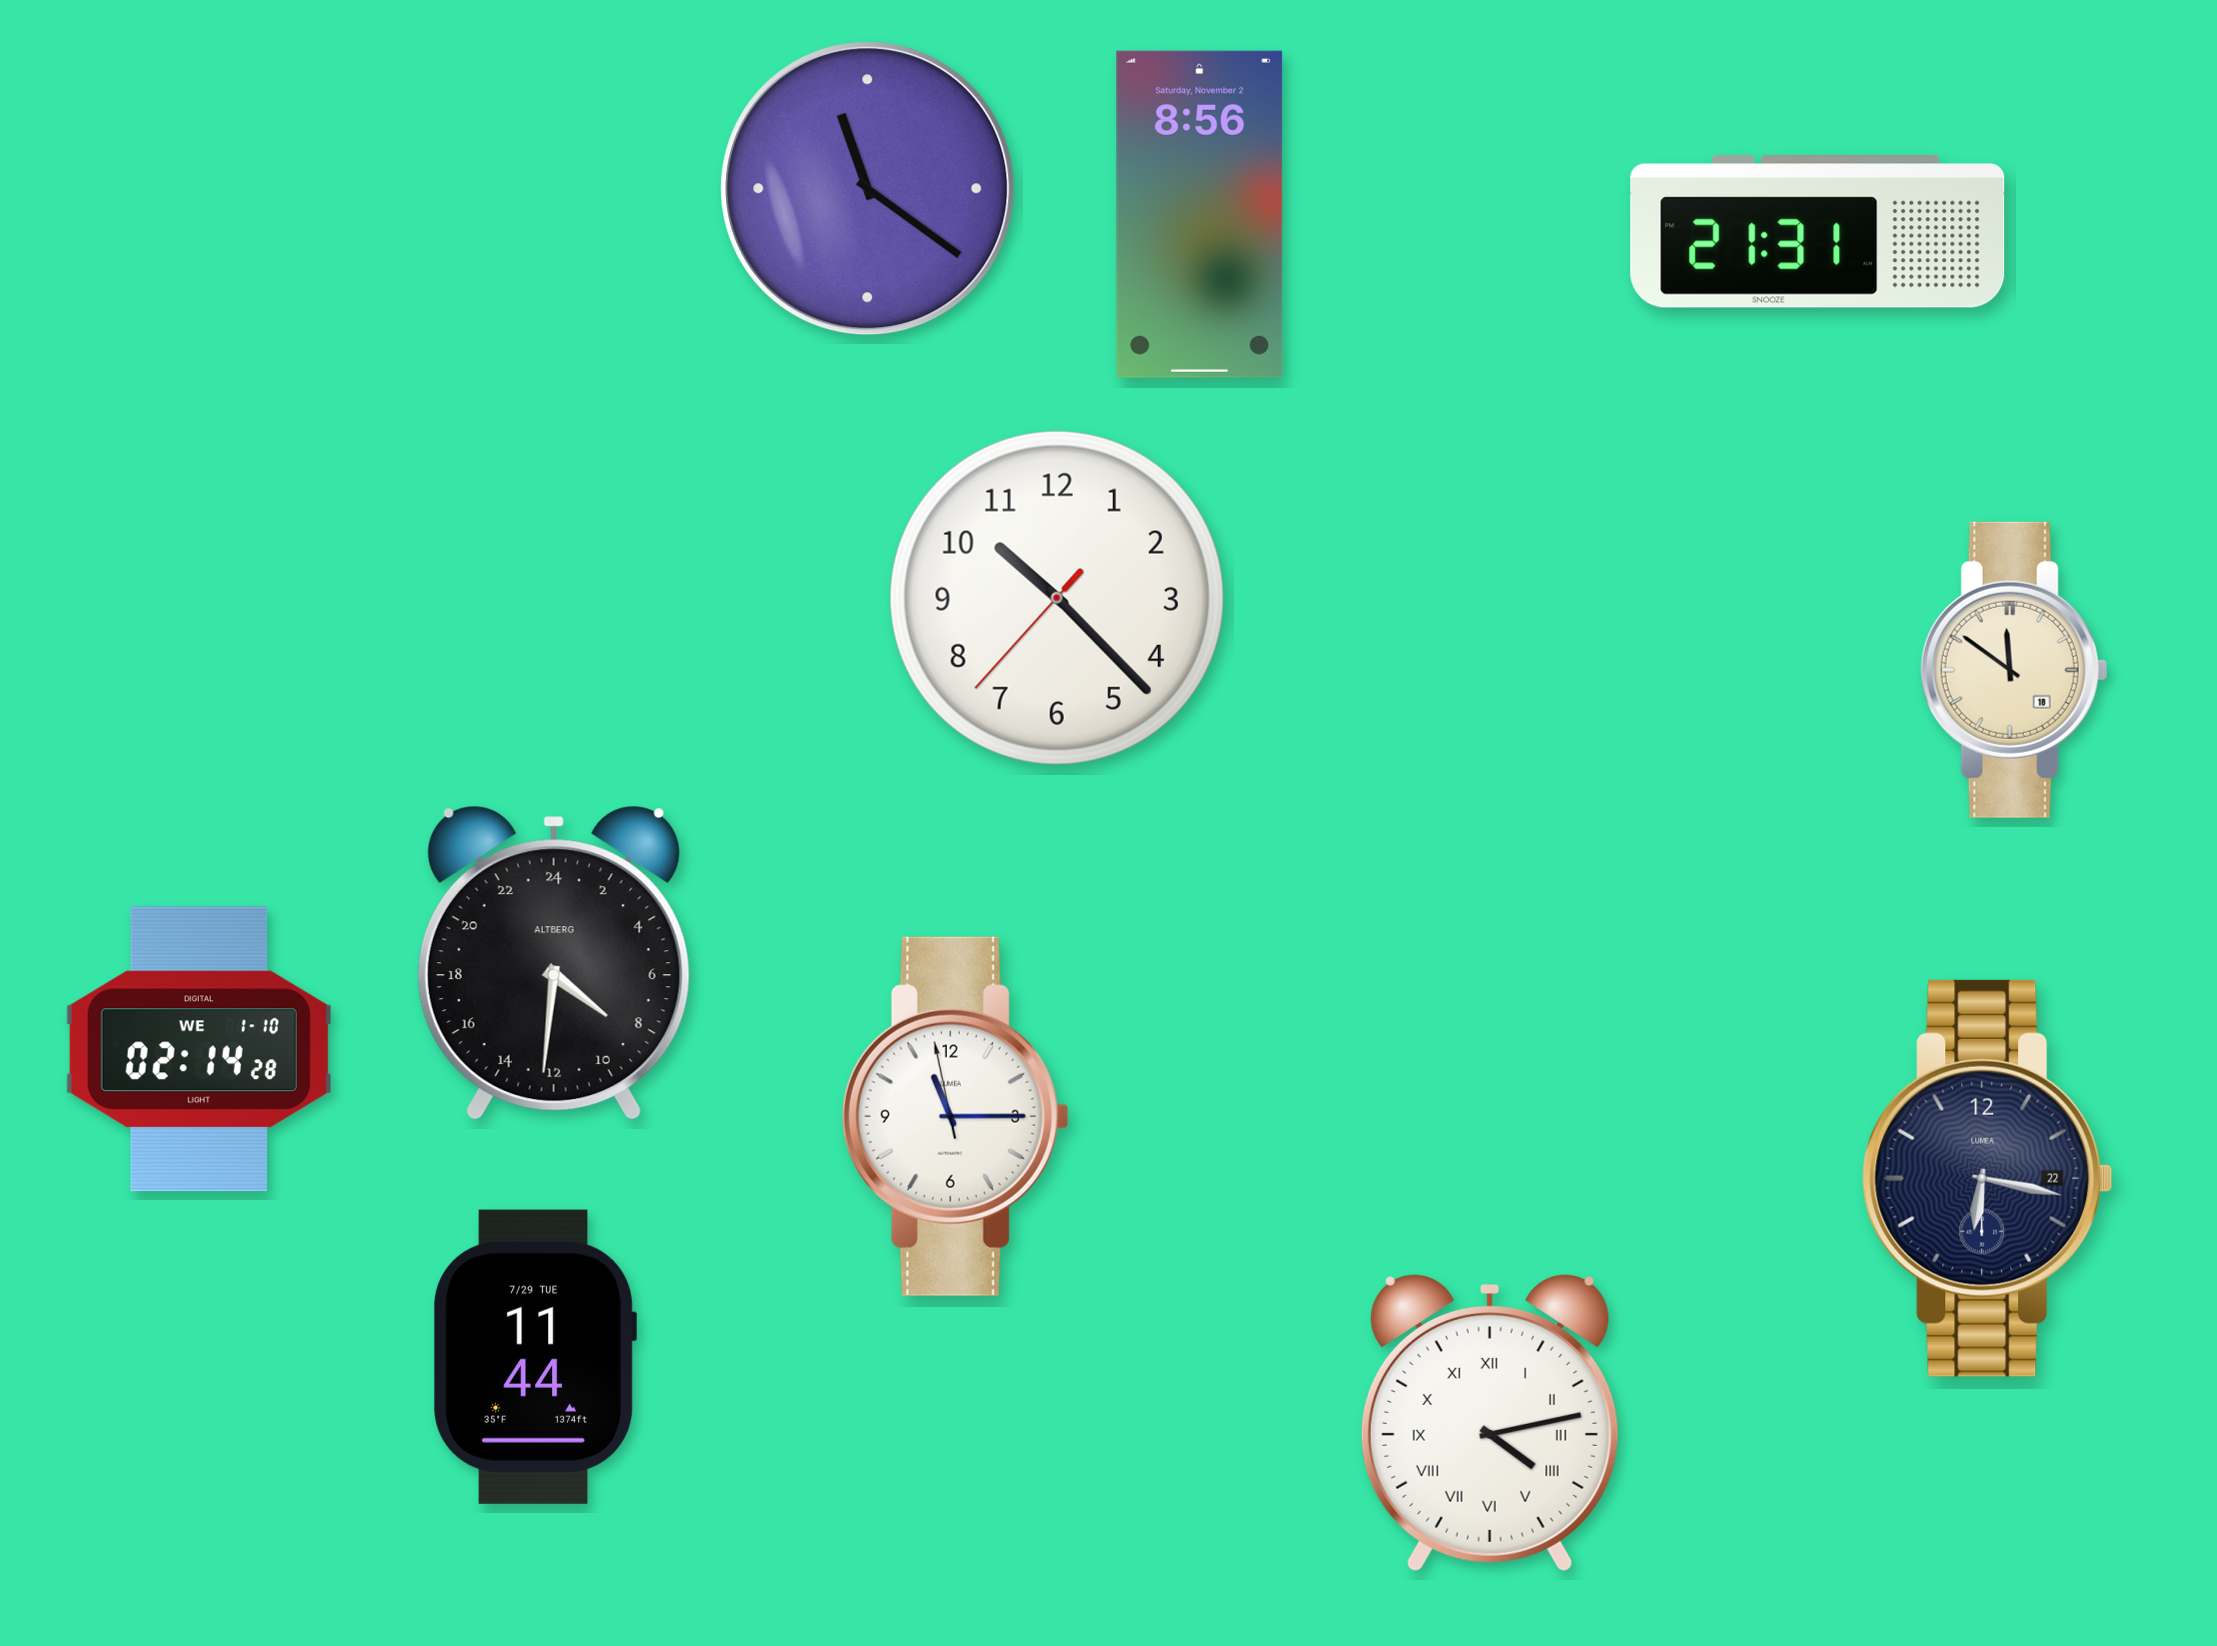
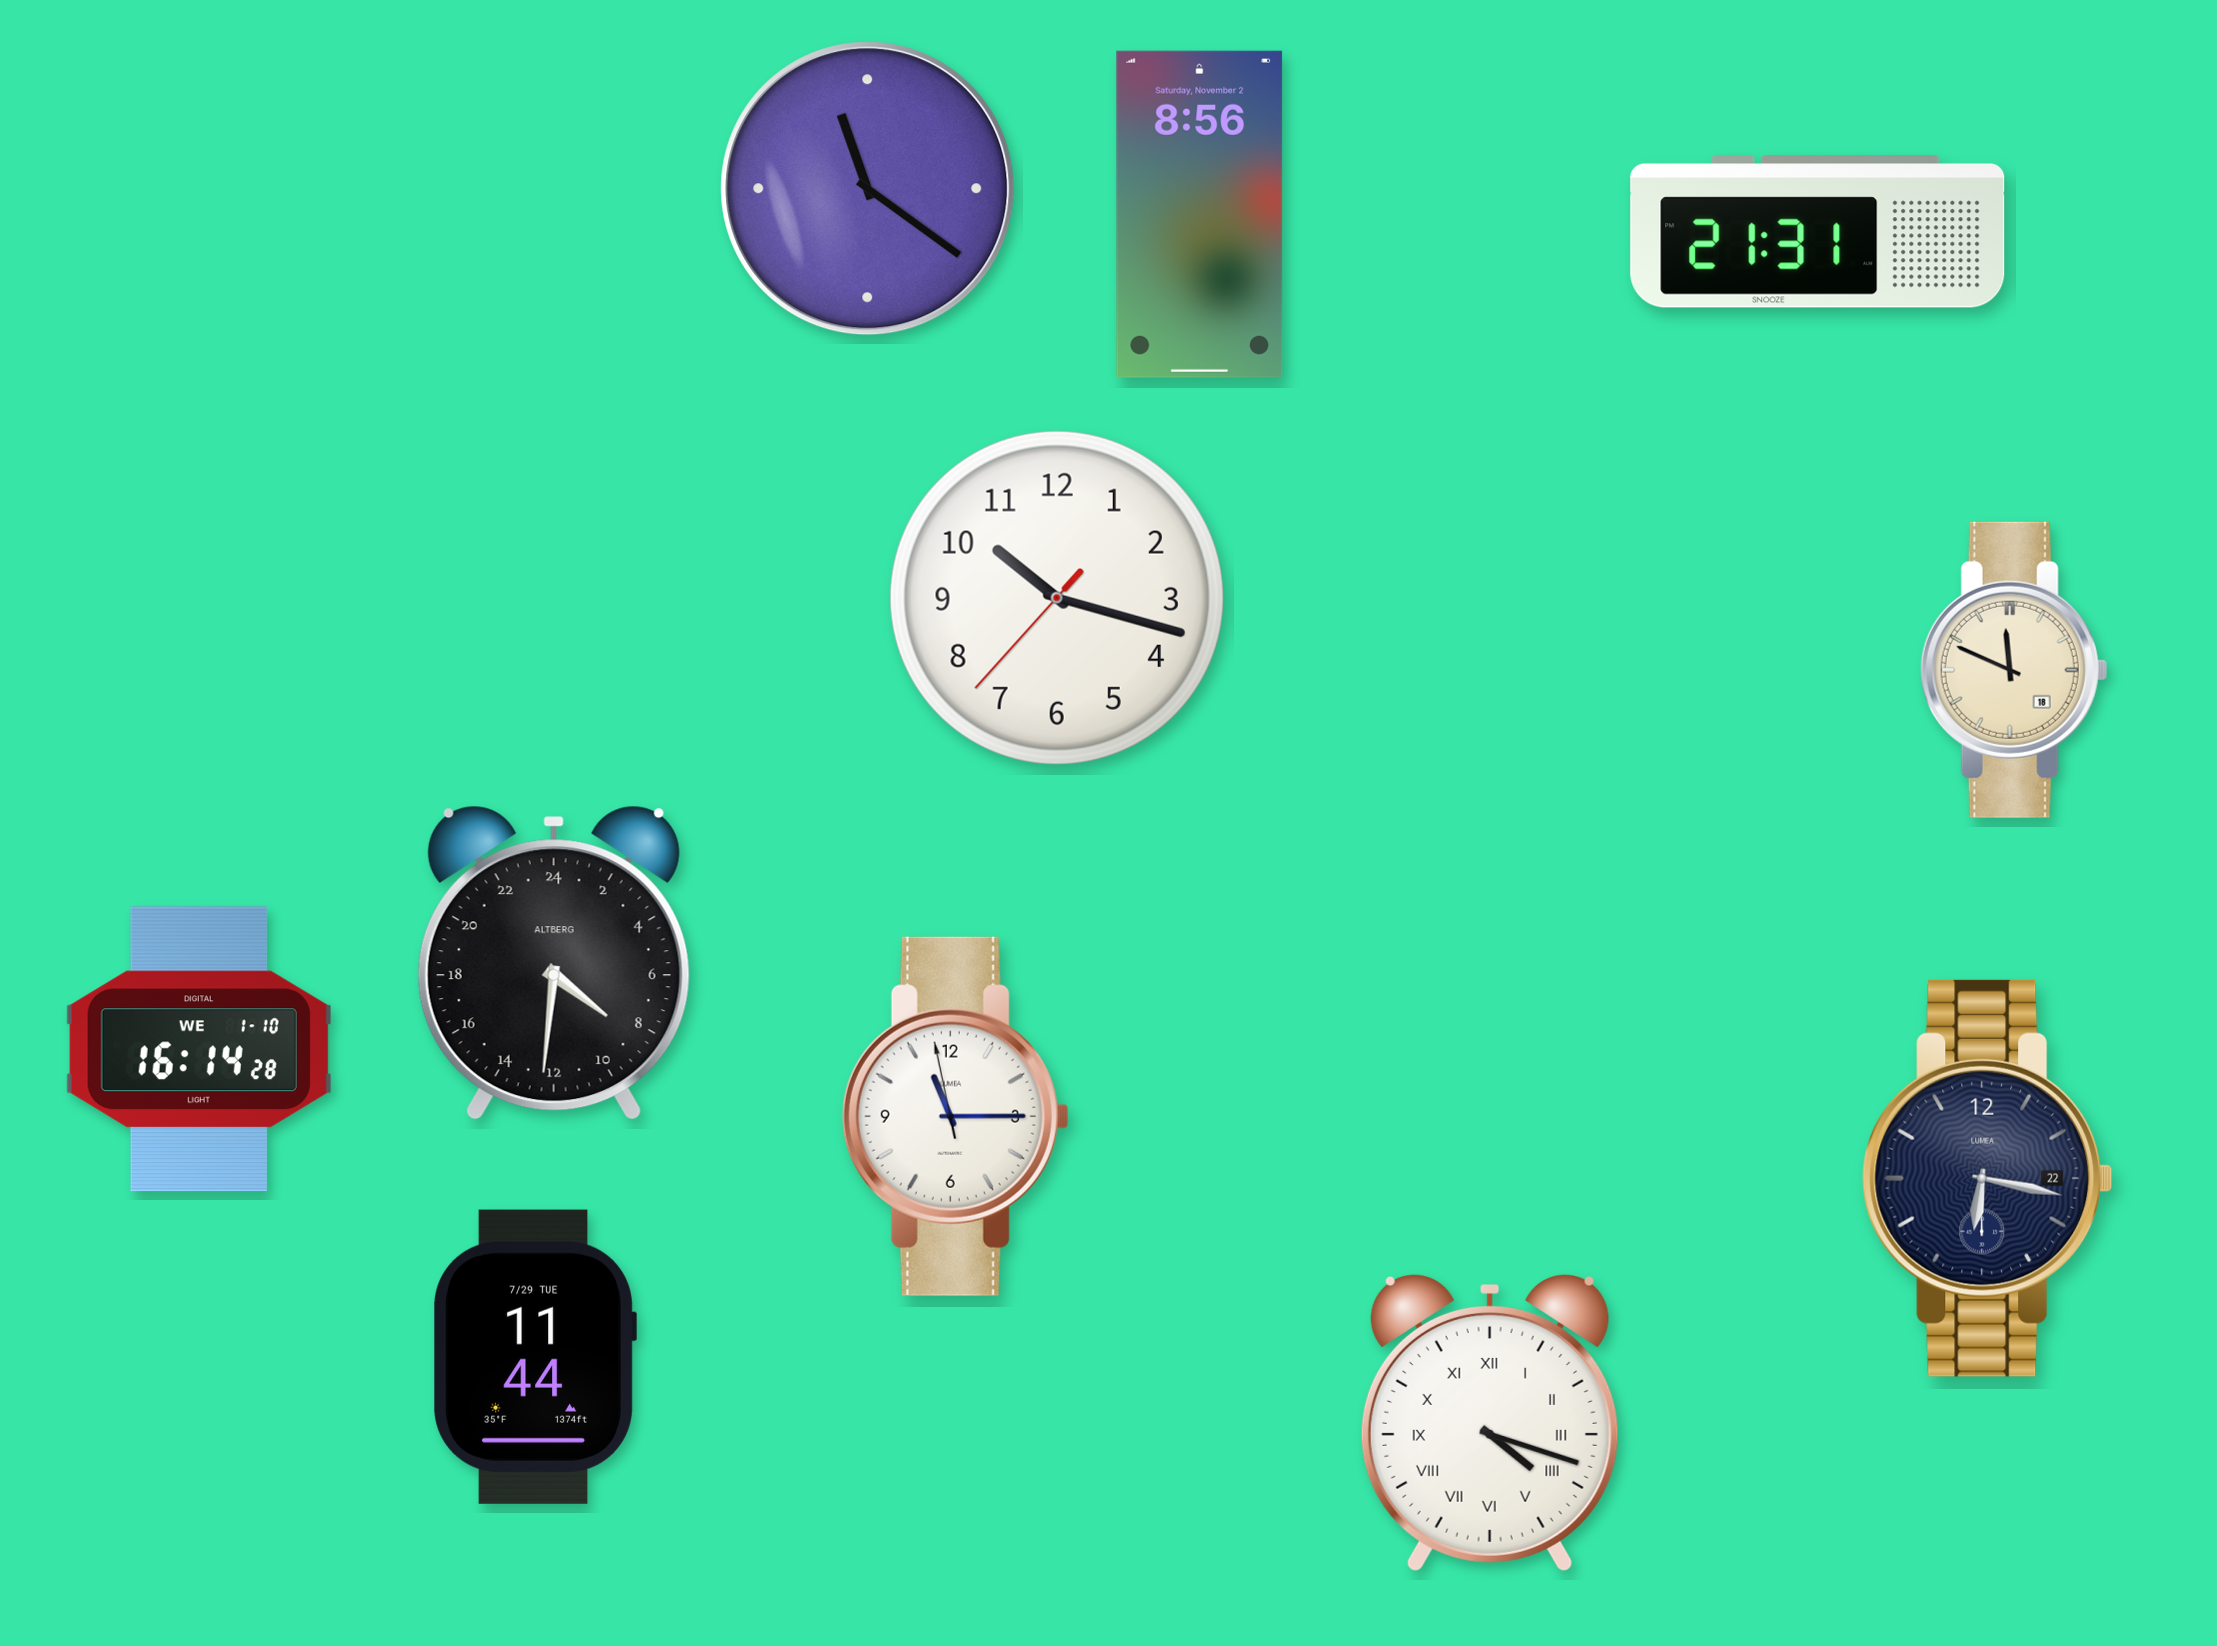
clock at (1057, 598): 10:22 -> 10:17
clock at (2014, 670): 11:51 -> 11:49
clock at (199, 1049): 02:14 -> 16:14
clock at (1490, 1423): 4:13 -> 4:18
